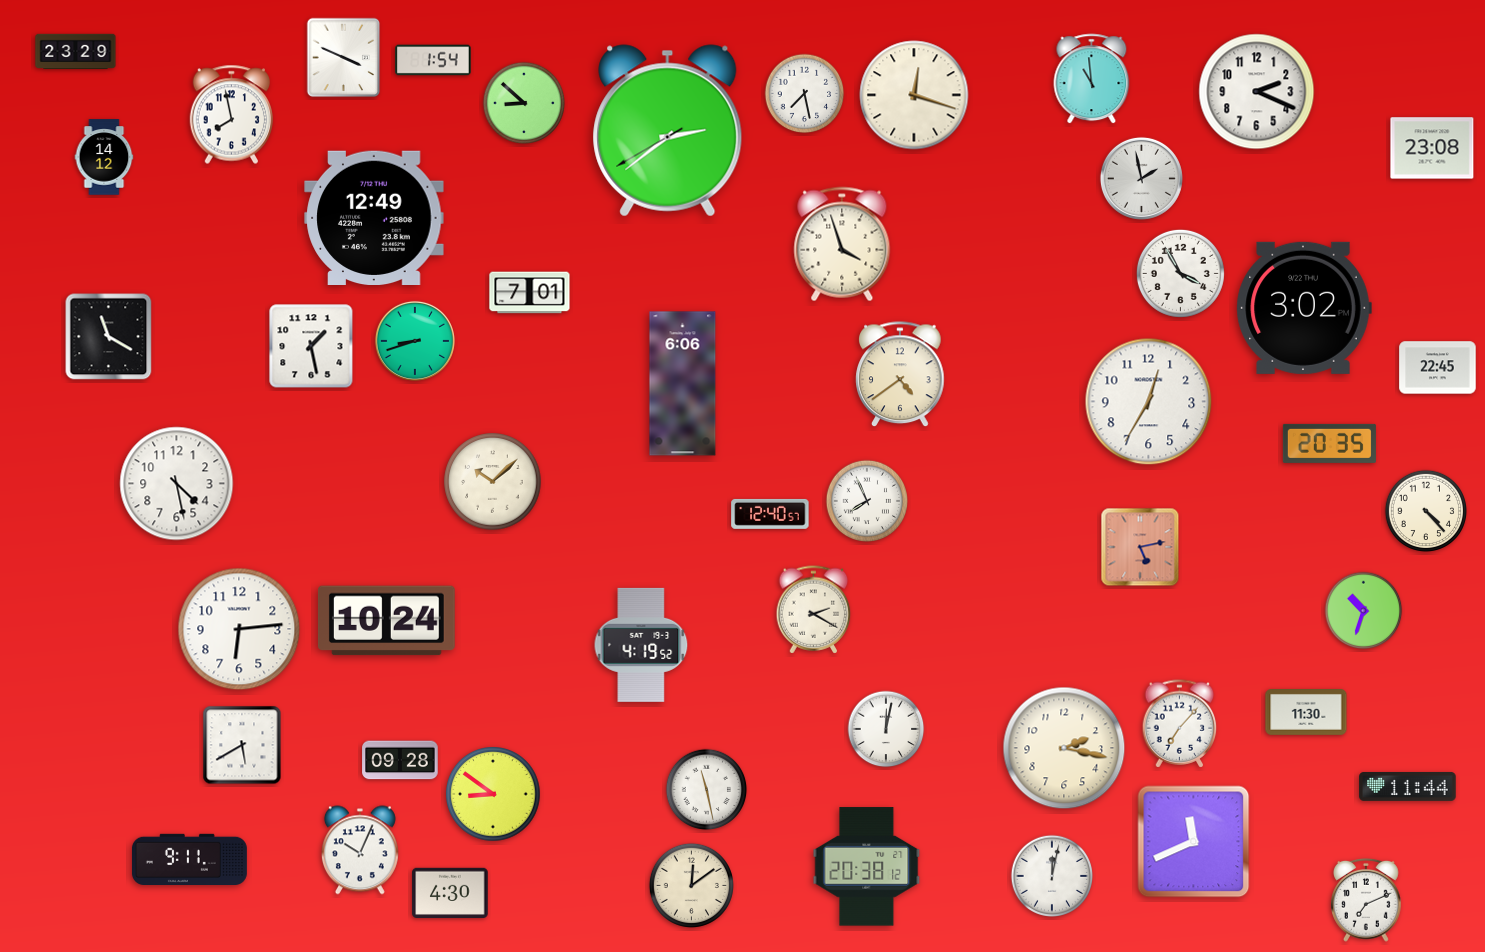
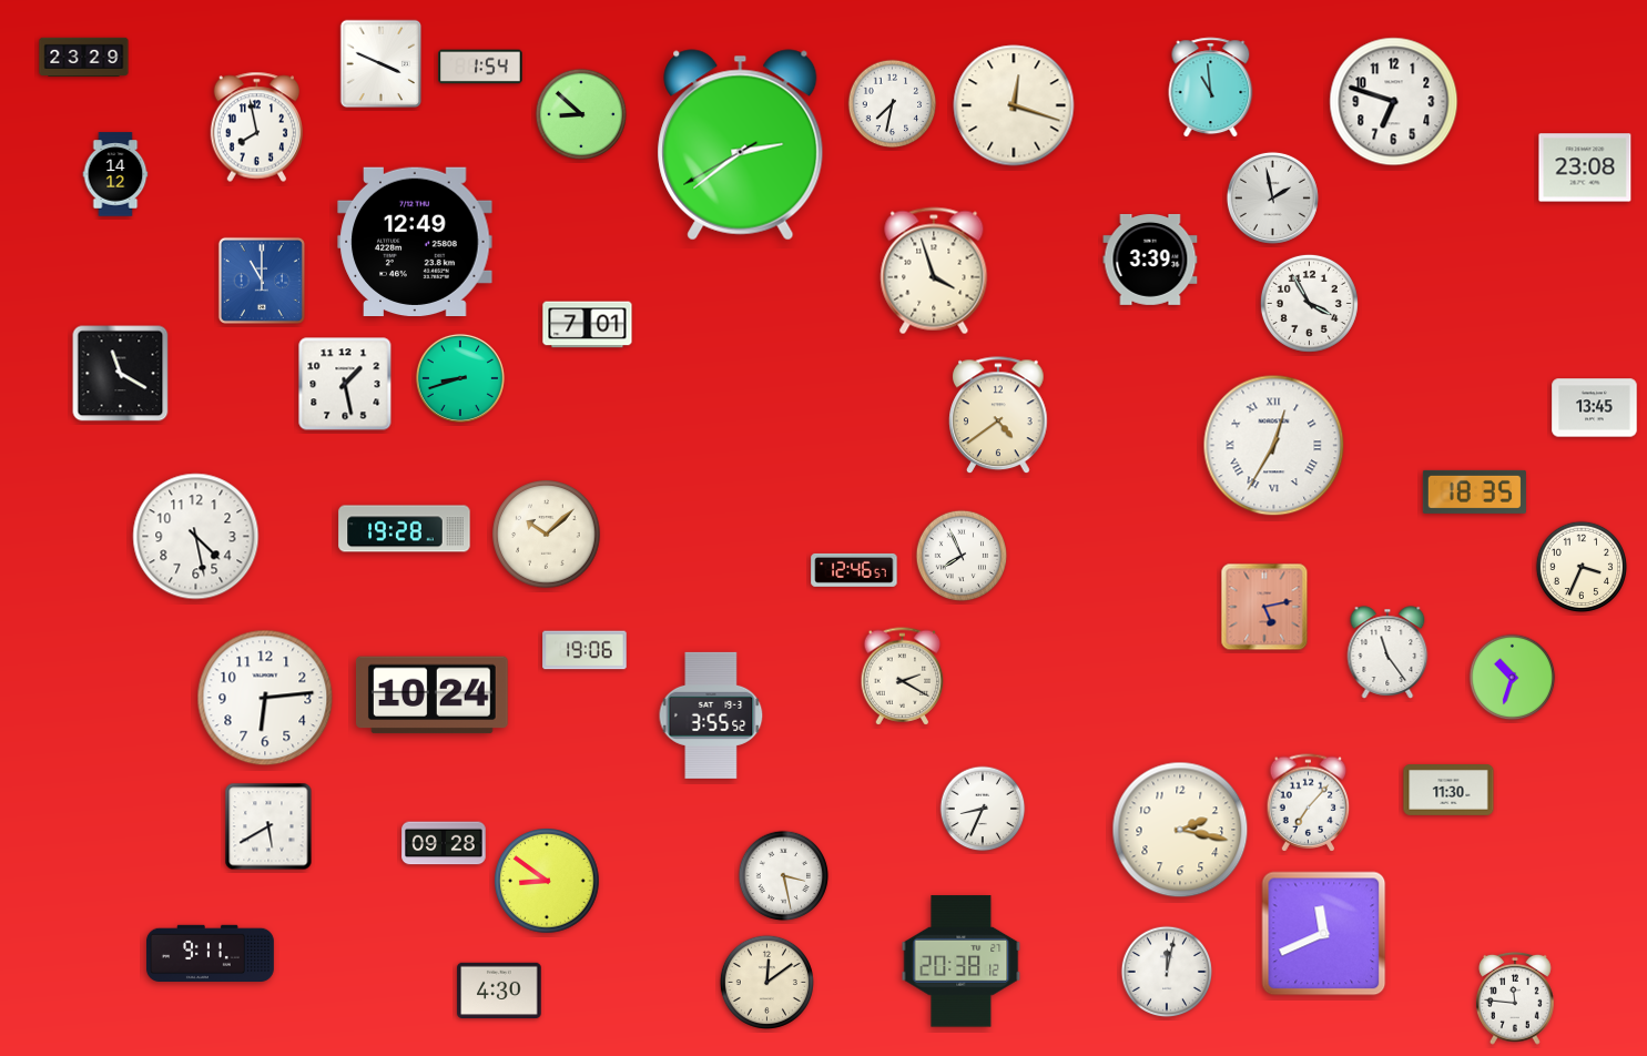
clock at (1257, 92): 2:19 -> 6:48
clock at (805, 94): 7:28 -> 7:32
clock at (1432, 148) position: (1432, 148) -> (1585, 167)
clock at (1141, 178) position: (1141, 178) -> (1272, 197)
clock at (1150, 260): none -> 3:39
clock at (262, 281): none -> 11:00
clock at (1304, 308): 3:02 -> none
clock at (1438, 368): 22:45 -> 13:45
clock at (683, 384): 6:06 -> none
clock at (1149, 402) numerals: Arabic -> Roman
clock at (1329, 443): 20:35 -> 18:35
clock at (405, 529): none -> 19:28
clock at (1425, 510): 4:23 -> 3:34
clock at (770, 514): 12:40 -> 12:46
clock at (584, 650): none -> 19:06
clock at (1387, 652): none -> 11:24
clock at (386, 621) position: (386, 621) -> (431, 695)
clock at (641, 645): 4:19 -> 3:55
clock at (886, 729): 12:02 -> 8:34
clock at (1408, 786): 11:44 -> none
clock at (707, 790): 11:28 -> 3:28
clock at (360, 850): 10:04 -> none
clock at (1367, 900): 7:11 -> 11:46
